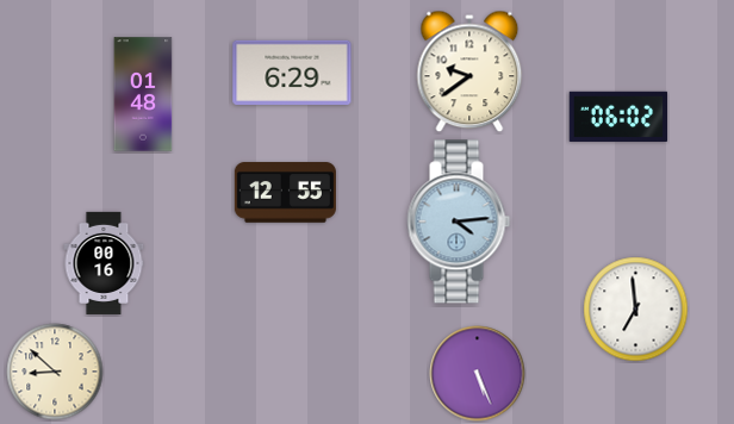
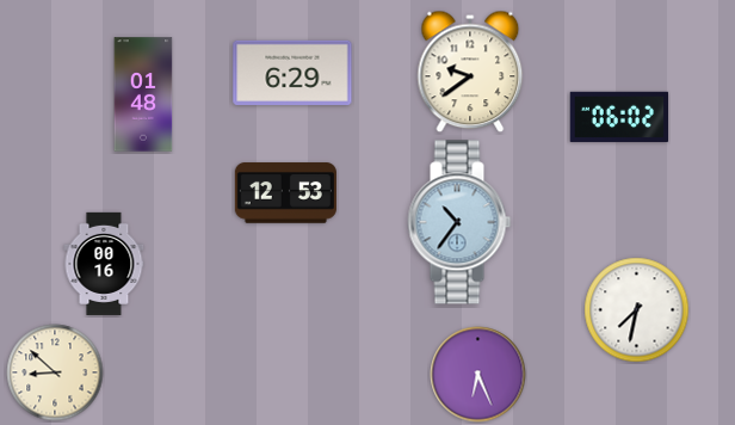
clock at (285, 193): 12:55 -> 12:53
clock at (459, 222): 4:14 -> 10:36
clock at (636, 310): 6:59 -> 7:32
clock at (478, 374): 5:26 -> 6:26
